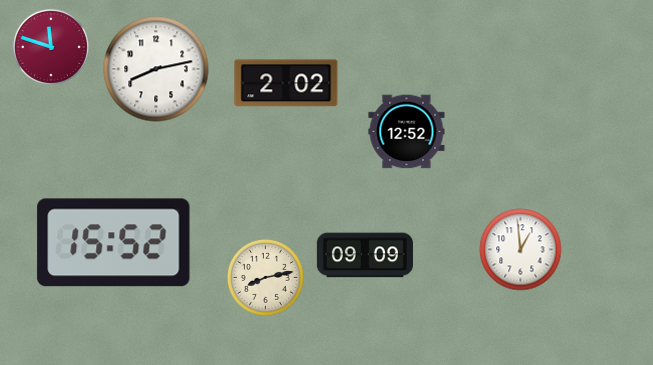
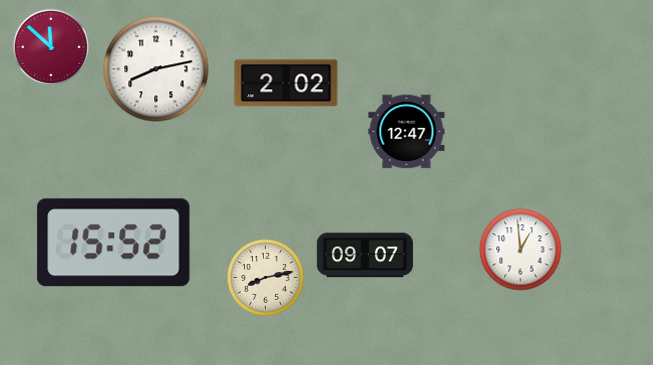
clock at (51, 47): 11:48 -> 11:52
clock at (407, 132): 12:52 -> 12:47
clock at (365, 255): 09:09 -> 09:07
